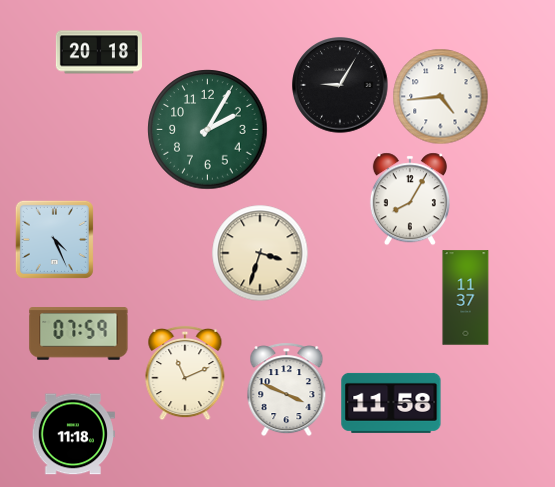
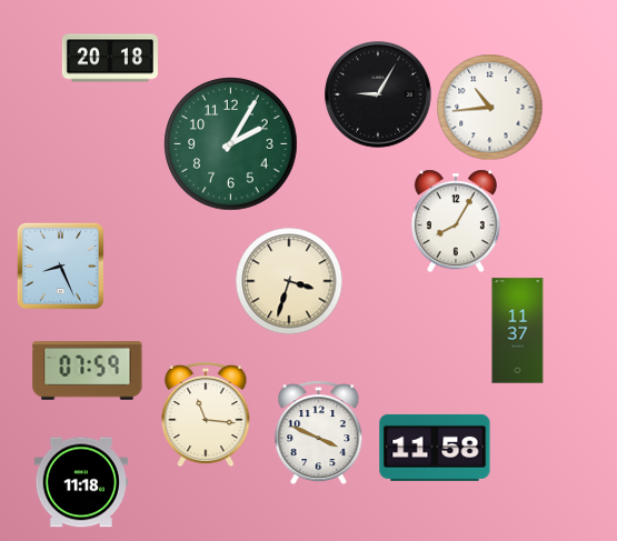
clock at (441, 97): 4:44 -> 10:44
clock at (54, 239): 4:26 -> 8:26
clock at (185, 373): 11:11 -> 11:16
